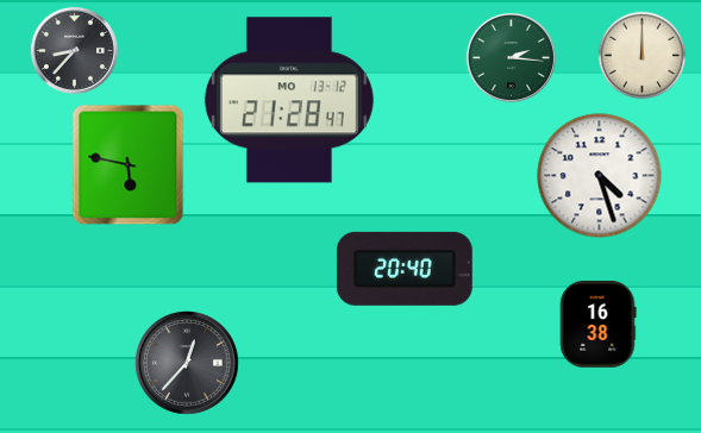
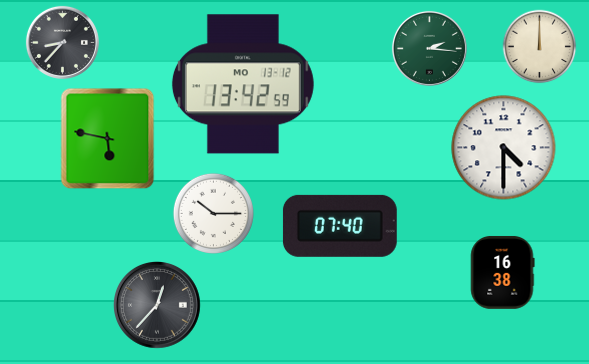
clock at (289, 100): 21:28 -> 13:42
clock at (600, 176): 4:27 -> 4:30
clock at (213, 213): none -> 10:15
clock at (405, 269): 20:40 -> 07:40
